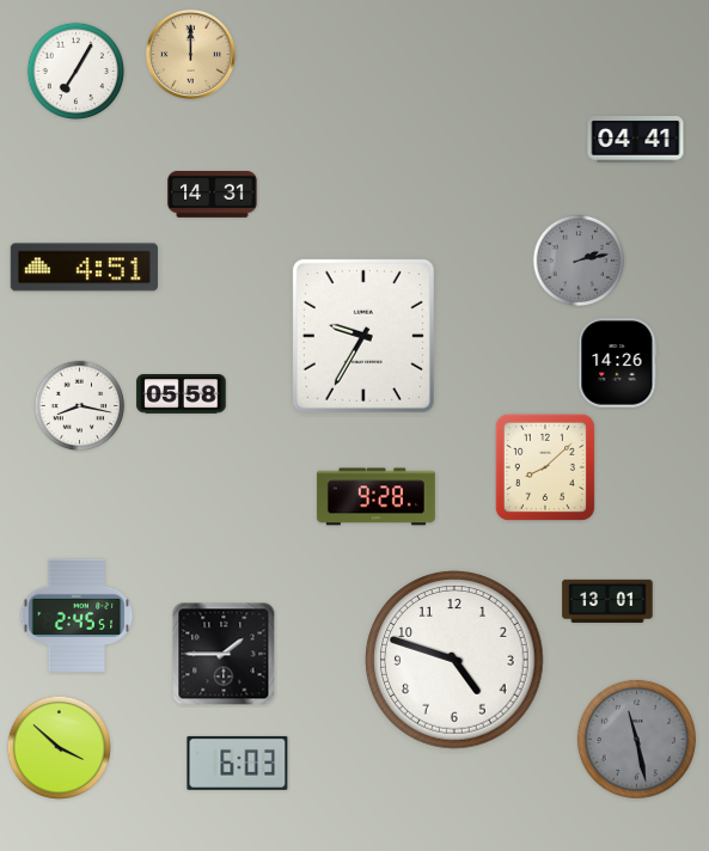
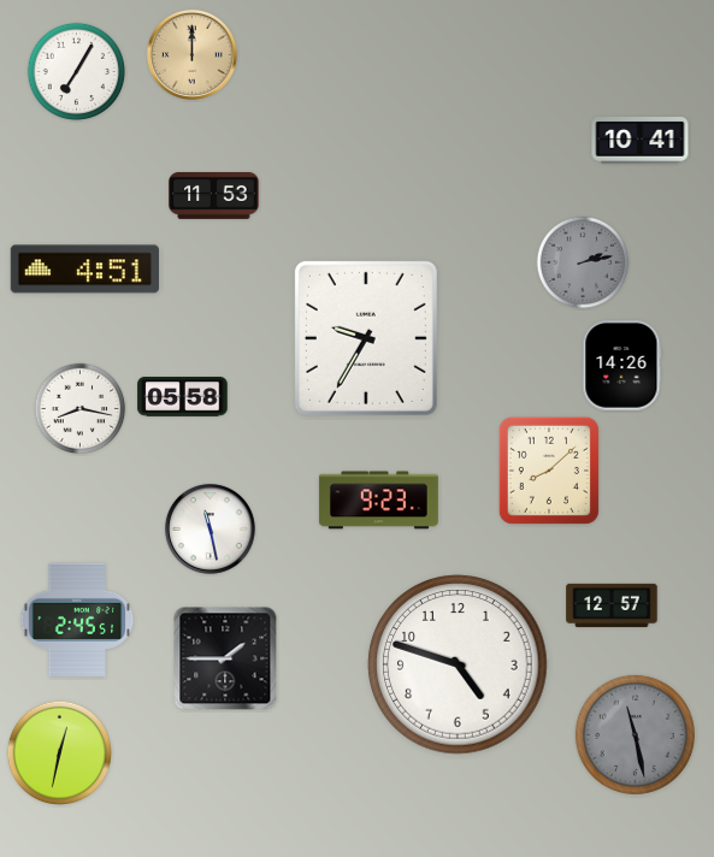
clock at (636, 140): 04:41 -> 10:41
clock at (213, 195): 14:31 -> 11:53
clock at (375, 497): 9:28 -> 9:23
clock at (210, 528): none -> 11:28
clock at (607, 601): 13:01 -> 12:57
clock at (636, 739) position: (636, 739) -> (635, 734)
clock at (59, 747): 3:52 -> 12:32
clock at (238, 763): 6:03 -> none
